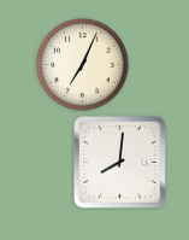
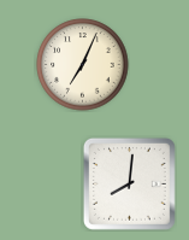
clock at (119, 162) position: (119, 162) -> (129, 183)
